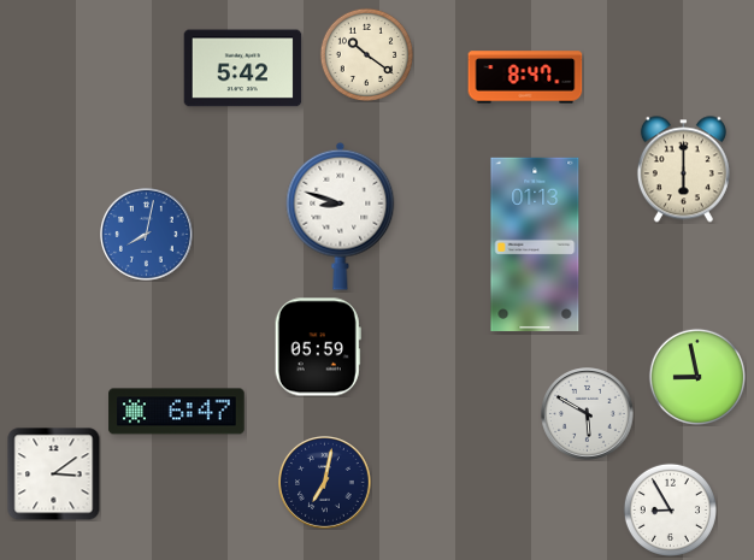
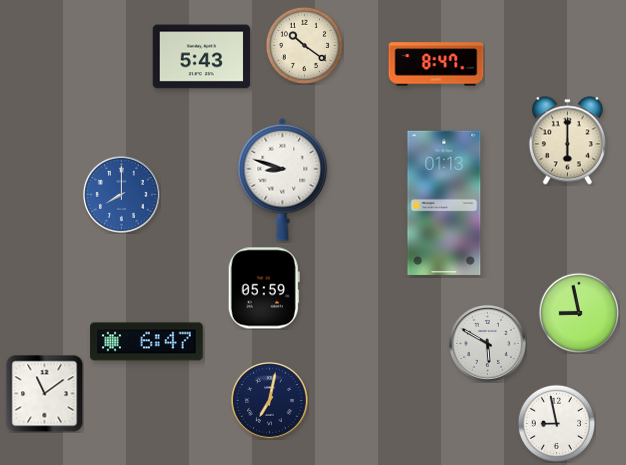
clock at (243, 69): 5:42 -> 5:43
clock at (147, 235): 8:02 -> 8:00
clock at (53, 473): 3:09 -> 11:09
clock at (670, 509): 8:55 -> 8:58
